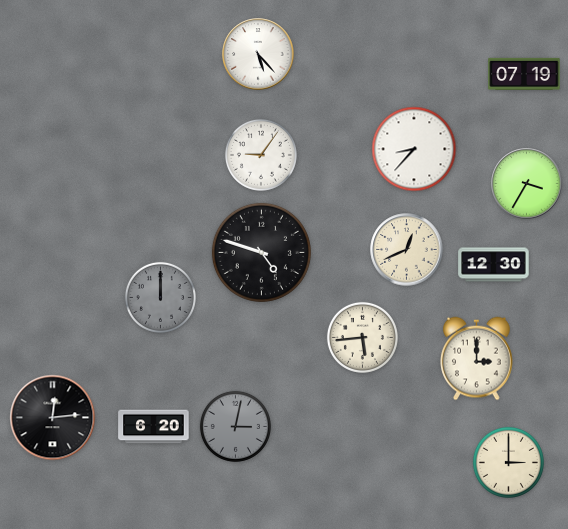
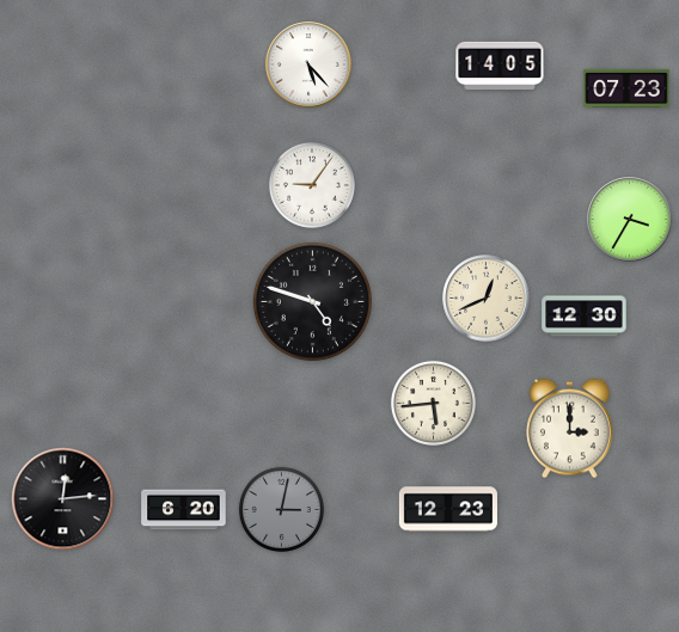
clock at (500, 66): none -> 14:05
clock at (524, 73): 07:19 -> 07:23
clock at (414, 149): 8:37 -> none
clock at (494, 265) position: (494, 265) -> (585, 317)
clock at (160, 297): 12:00 -> none
clock at (448, 509): none -> 12:23
clock at (508, 462): 3:00 -> none
